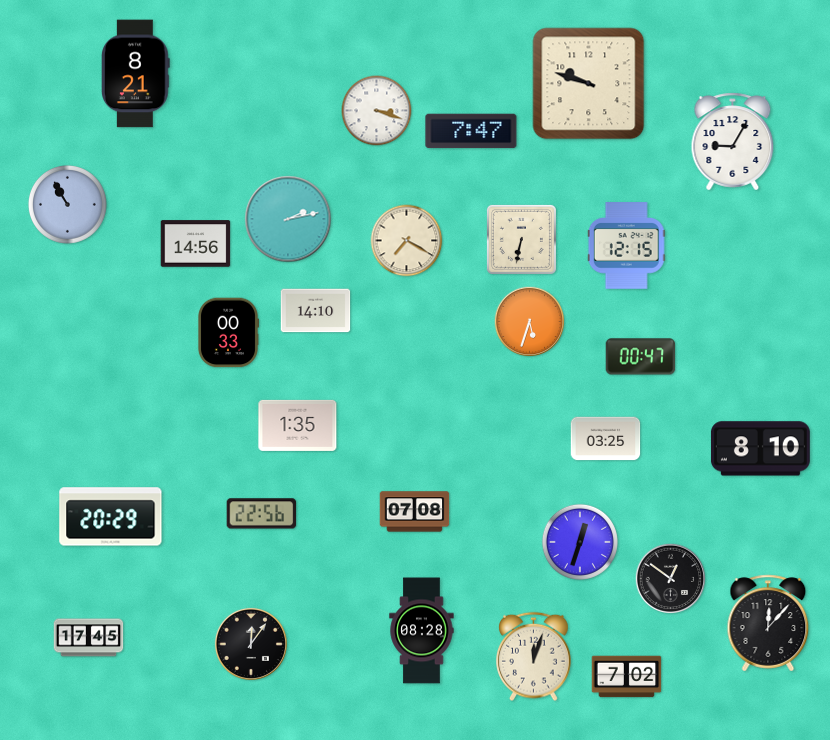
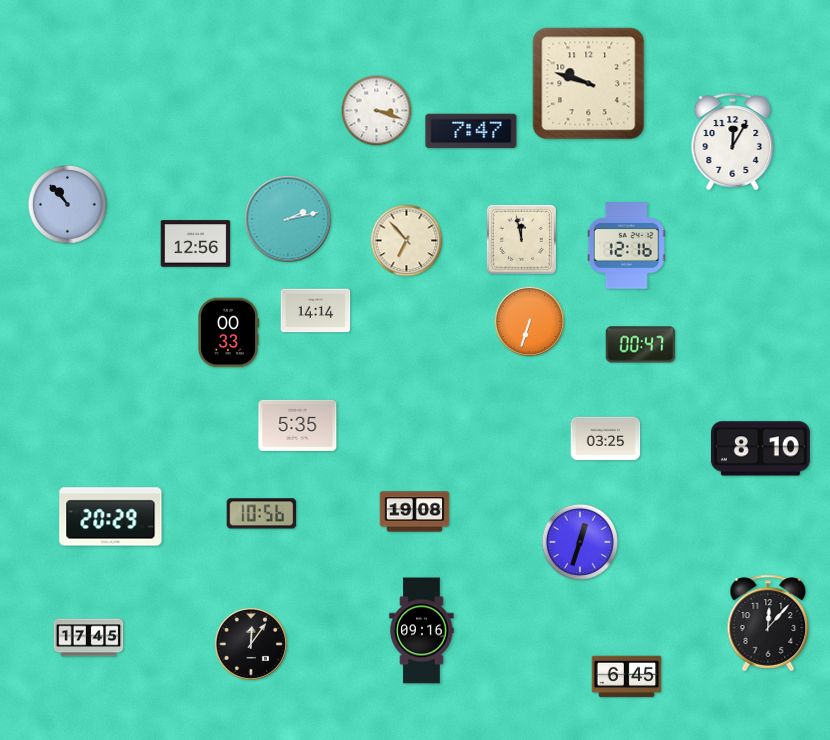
clock at (136, 74): 8:21 -> none
clock at (733, 142): 9:05 -> 12:05
clock at (67, 204): 10:55 -> 10:53
clock at (521, 239): 6:32 -> 11:58
clock at (407, 241): 7:20 -> 6:53
clock at (196, 244): 14:56 -> 12:56
clock at (626, 246): 12:15 -> 12:16
clock at (316, 311): 14:10 -> 14:14
clock at (530, 322): 5:33 -> 6:33
clock at (641, 357) position: (641, 357) -> (641, 345)
clock at (298, 425): 1:35 -> 5:35
clock at (415, 512): 07:08 -> 19:08
clock at (262, 514): 22:56 -> 10:56
clock at (671, 579): 12:51 -> none
clock at (422, 631): 08:28 -> 09:16
clock at (534, 657): 12:03 -> none
clock at (627, 677): 7:02 -> 6:45
